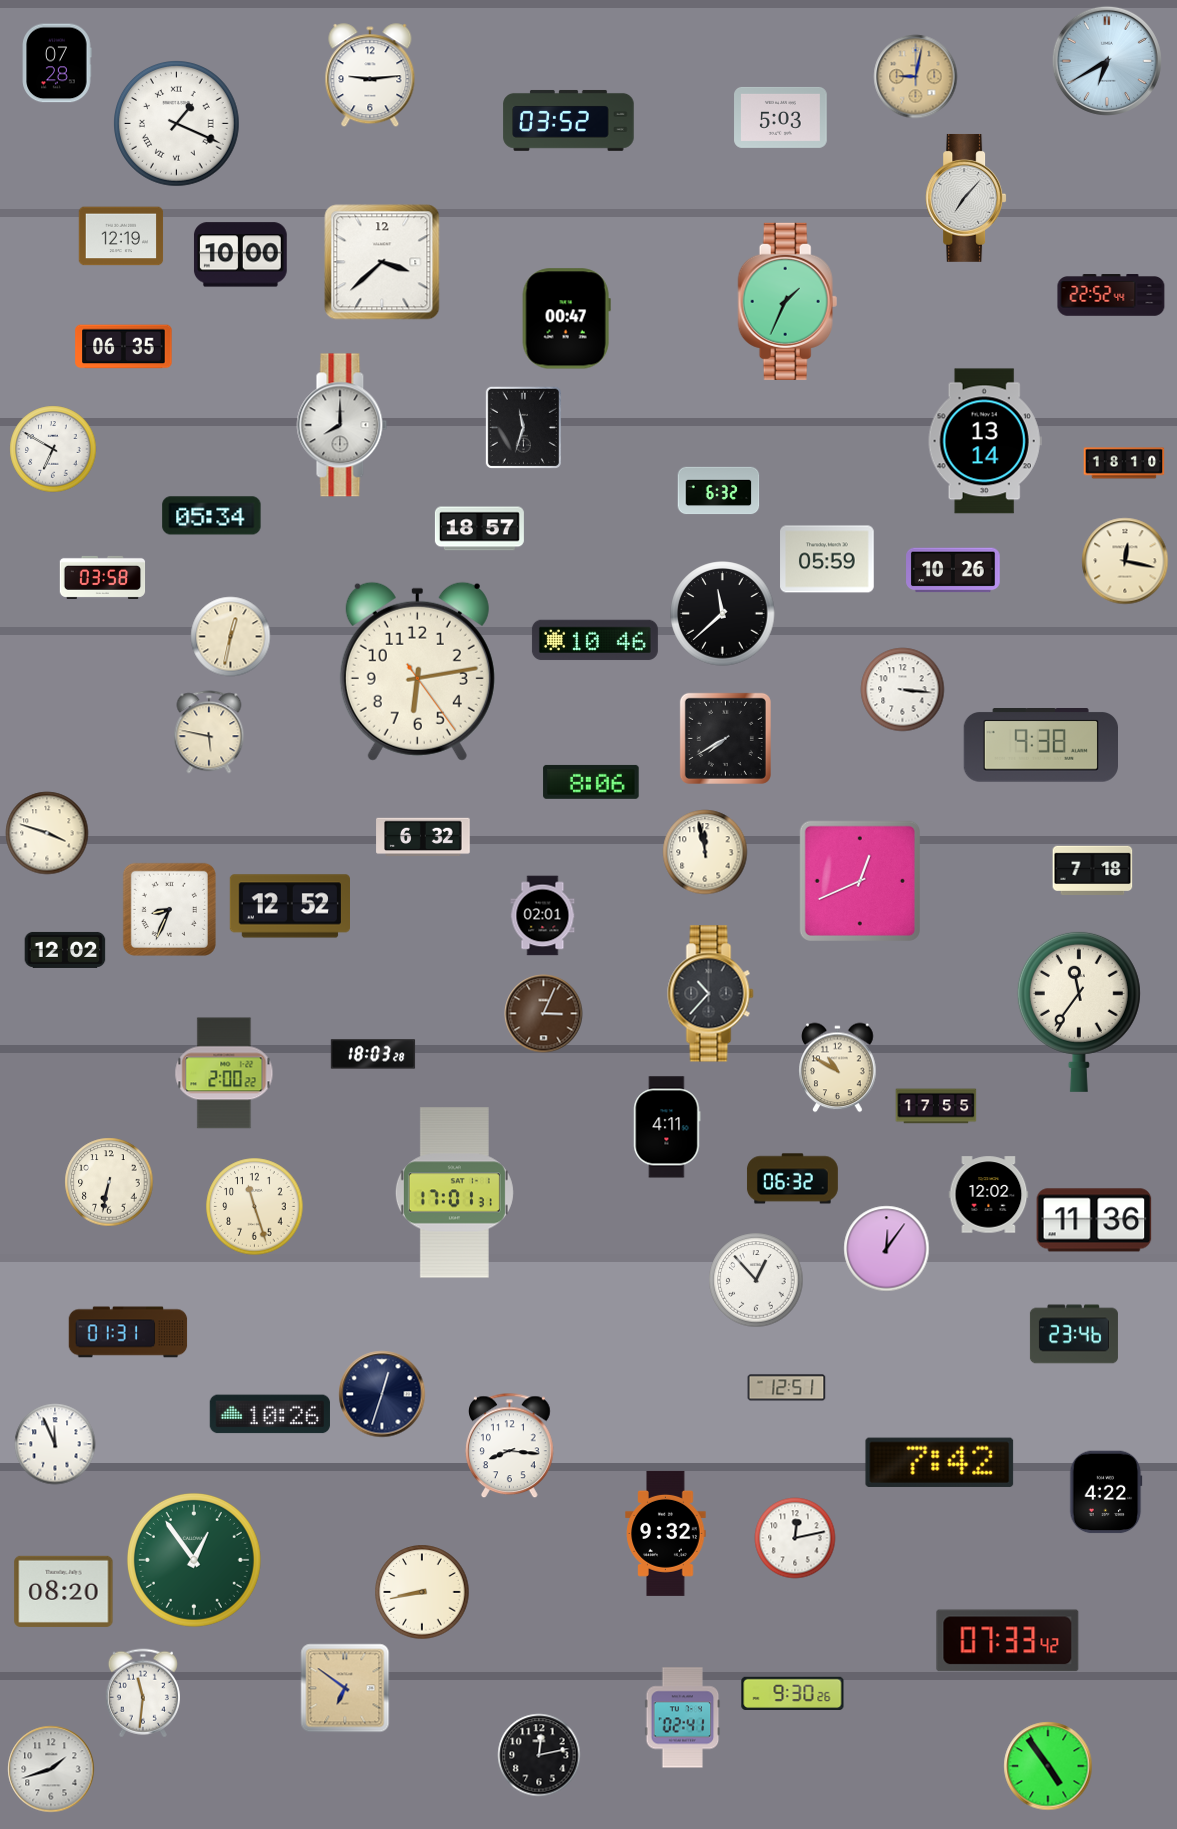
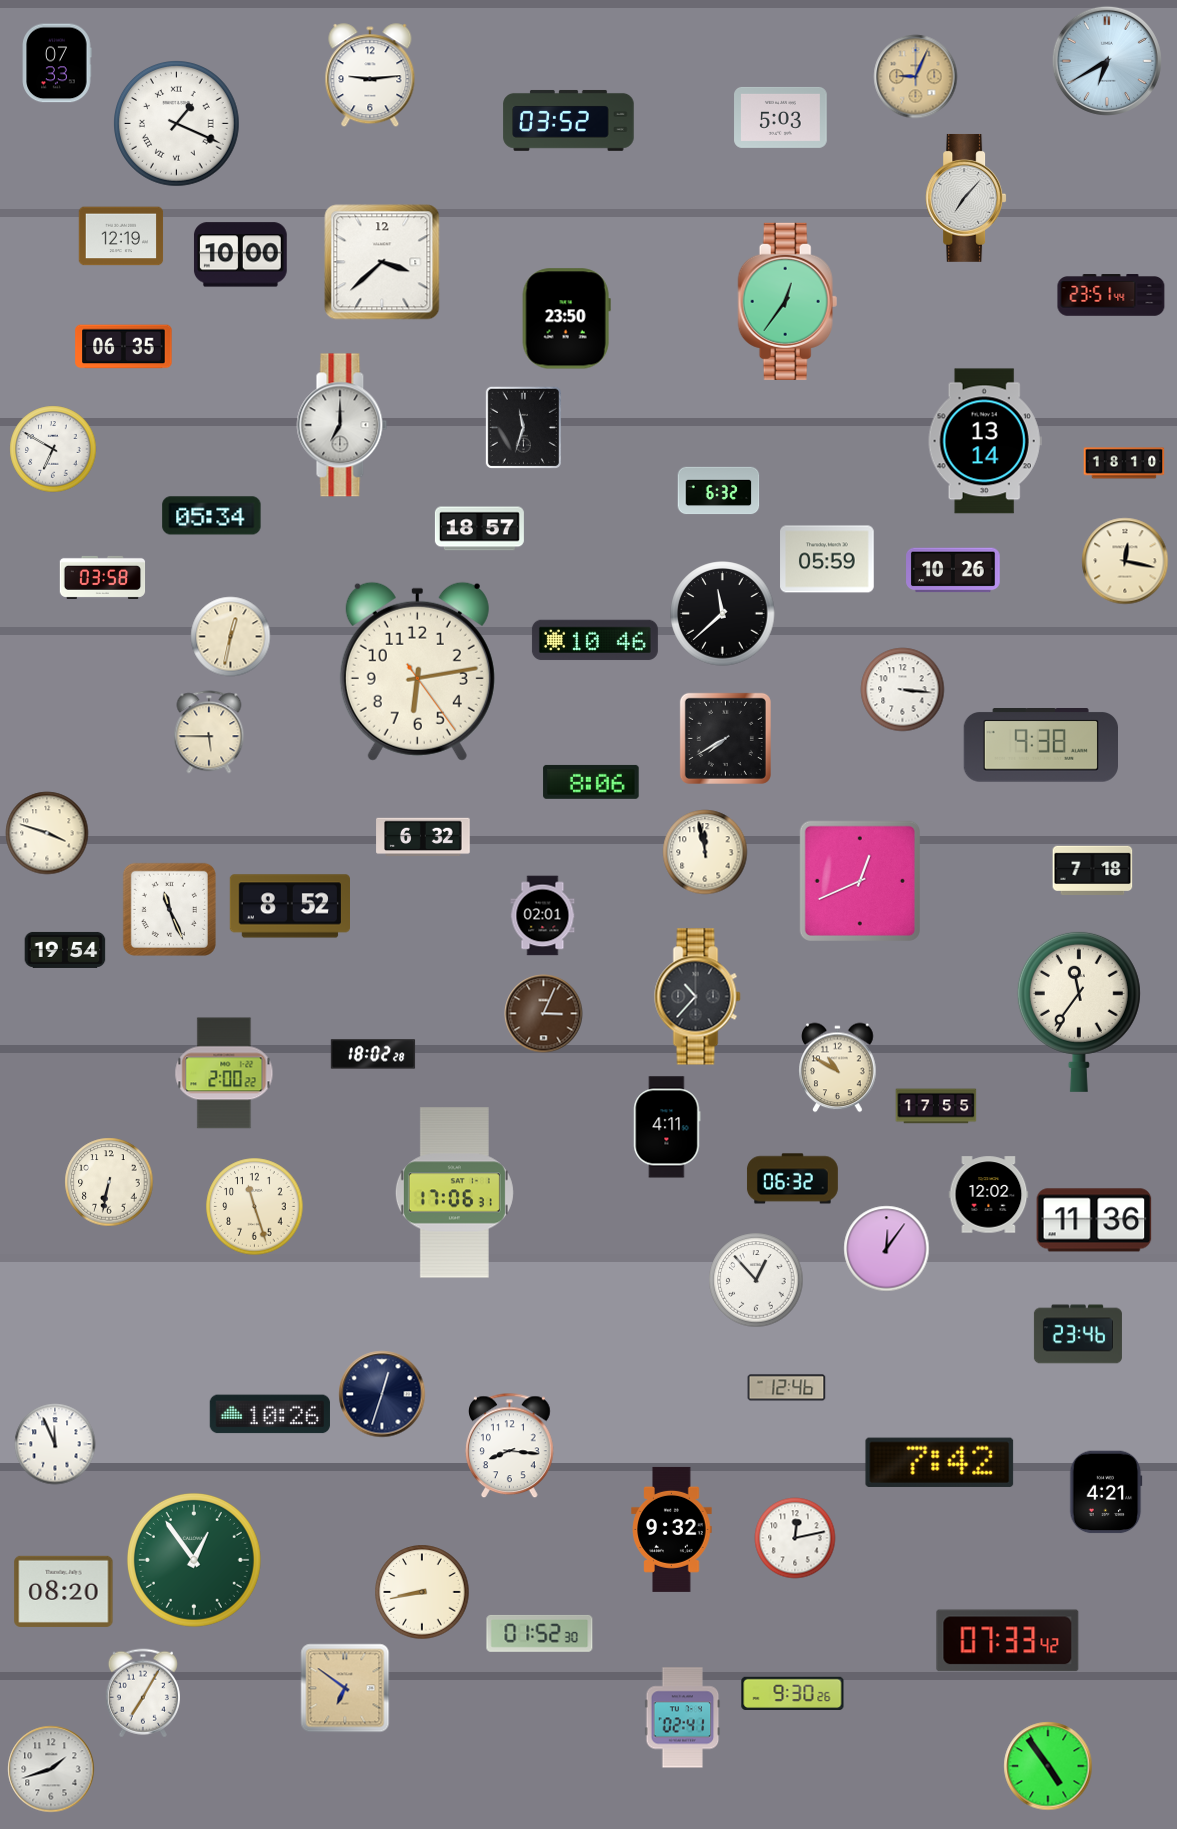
clock at (57, 63): 07:28 -> 07:33
clock at (916, 77): 9:02 -> 9:04
clock at (1111, 295): 22:52 -> 23:51
clock at (788, 301): 1:34 -> 12:36
clock at (566, 319): 00:47 -> 23:50
clock at (342, 425): 8:00 -> 7:00
clock at (209, 732): 5:47 -> 5:45
clock at (289, 906): 12:52 -> 8:52
clock at (169, 909): 8:34 -> 11:26
clock at (65, 950): 12:02 -> 19:54
clock at (711, 994) position: (711, 994) -> (698, 997)
clock at (373, 1054): 18:03 -> 18:02
clock at (454, 1193): 17:01 -> 17:06
clock at (128, 1332): 01:31 -> none
clock at (1074, 1334) position: (1074, 1334) -> (1078, 1334)
clock at (787, 1388): 12:51 -> 12:46
clock at (1106, 1492): 4:22 -> 4:21
clock at (666, 1533) position: (666, 1533) -> (672, 1529)
clock at (540, 1633): none -> 01:52
clock at (143, 1693): 11:31 -> 7:05
clock at (539, 1755): 12:13 -> none
